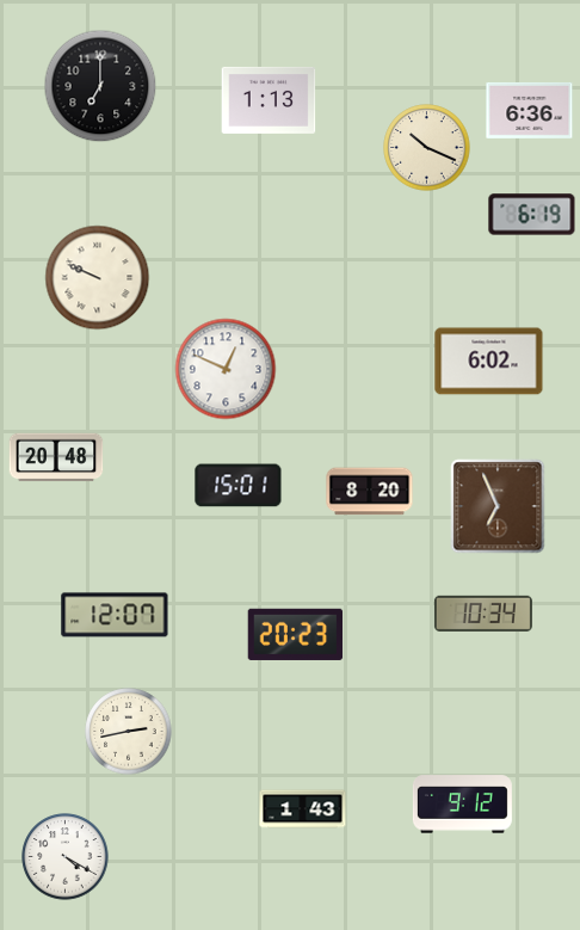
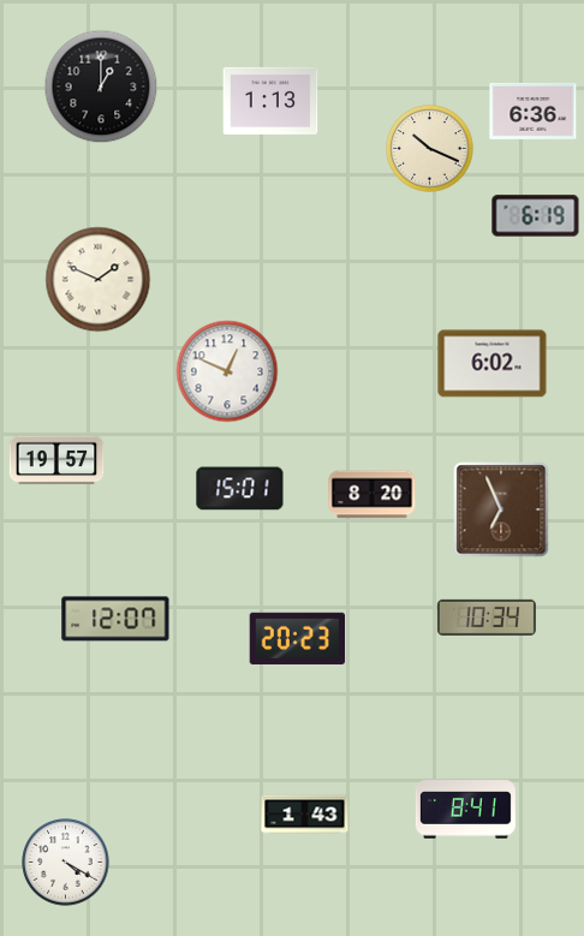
clock at (100, 86): 7:00 -> 1:00
clock at (98, 278): 9:49 -> 1:49
clock at (56, 457): 20:48 -> 19:57
clock at (129, 732): 2:43 -> none
clock at (462, 805): 9:12 -> 8:41
